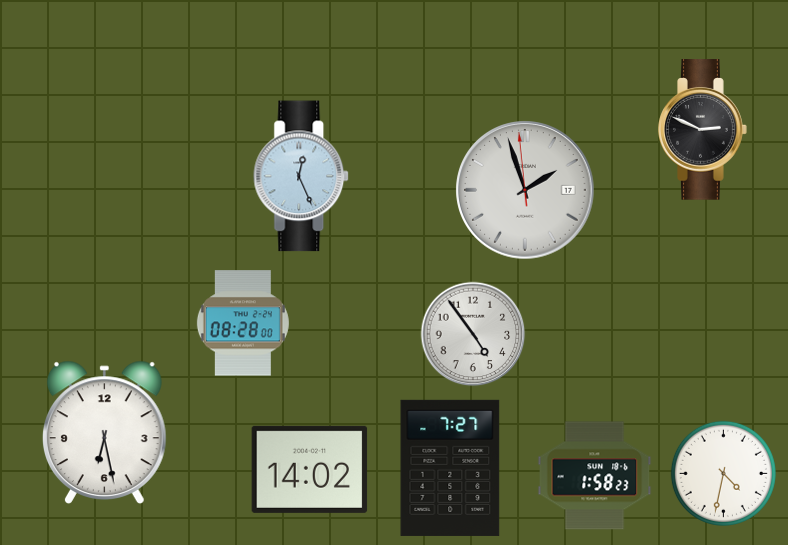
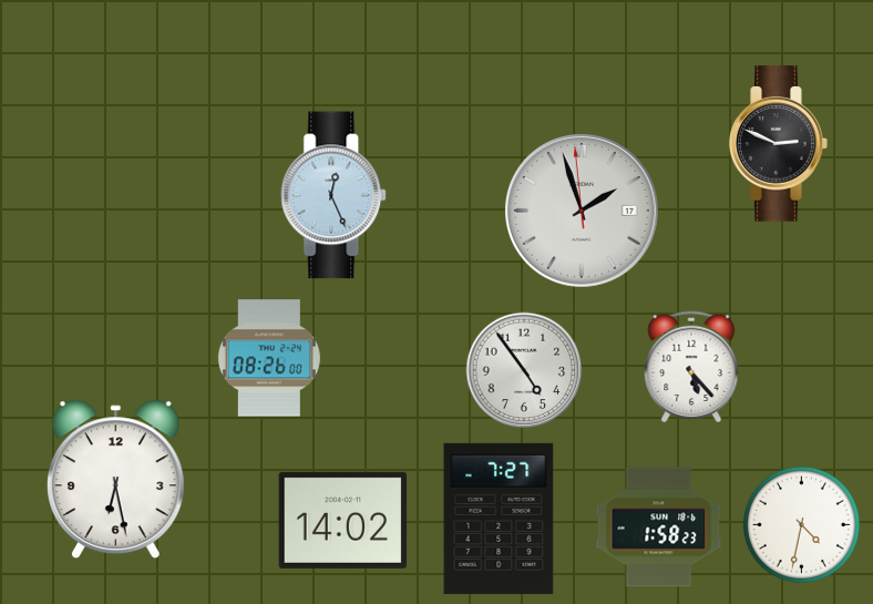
clock at (243, 323): 08:28 -> 08:26
clock at (691, 367): none -> 5:23
